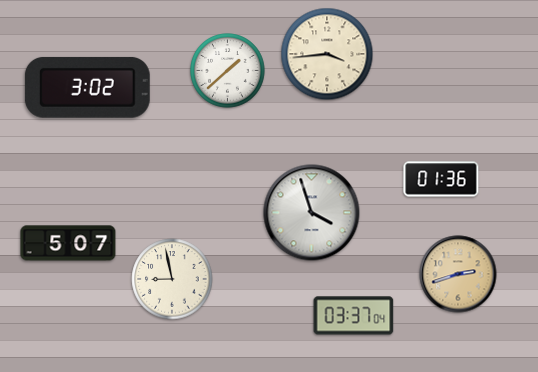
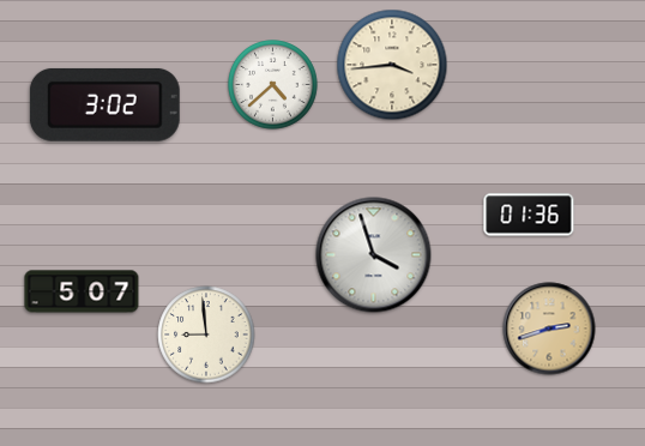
clock at (228, 71): 1:38 -> 4:38
clock at (172, 279): 8:58 -> 8:59
clock at (354, 316): 03:37 -> none
